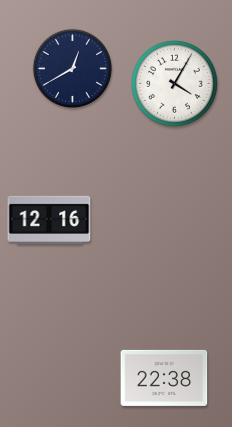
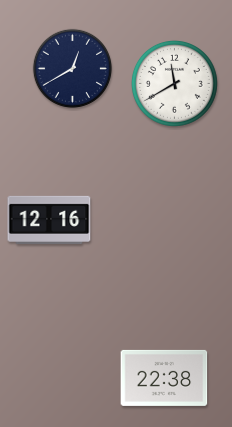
clock at (174, 83): 4:05 -> 11:40
